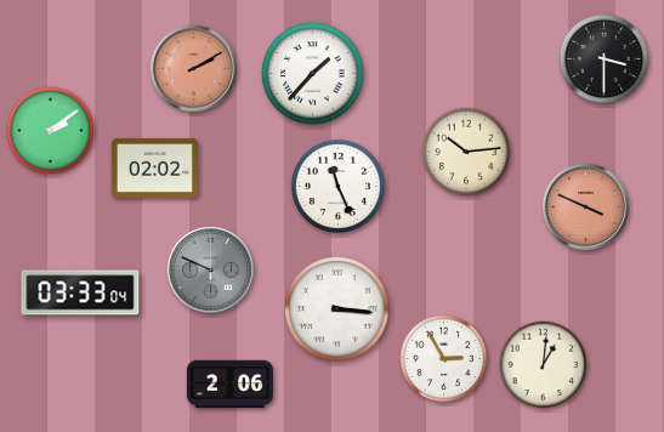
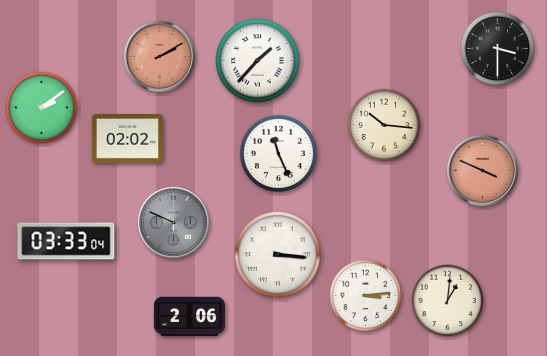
clock at (466, 152): 10:14 -> 10:16
clock at (444, 359): 2:55 -> 3:14
